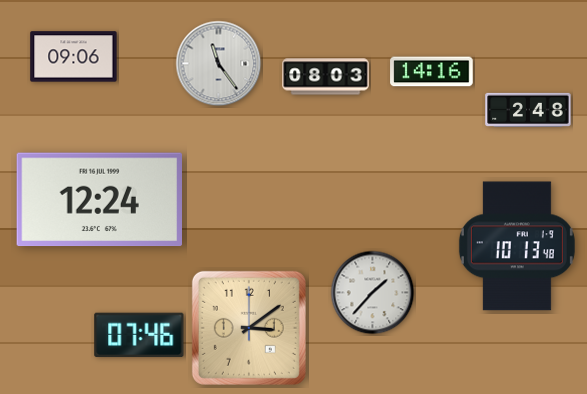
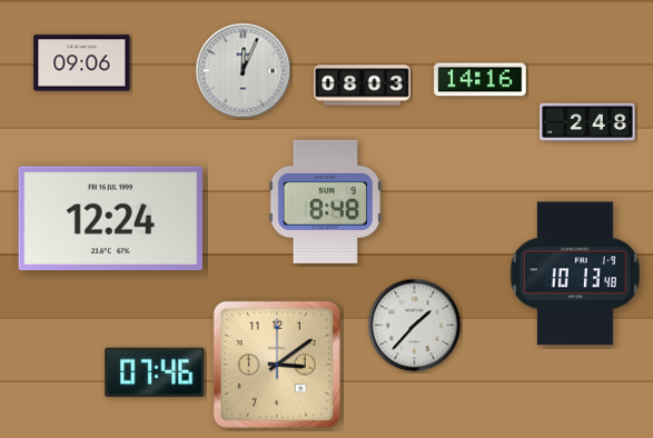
clock at (219, 64): 11:24 -> 12:04
clock at (325, 201): none -> 8:48
clock at (99, 200) position: (99, 200) -> (110, 219)
